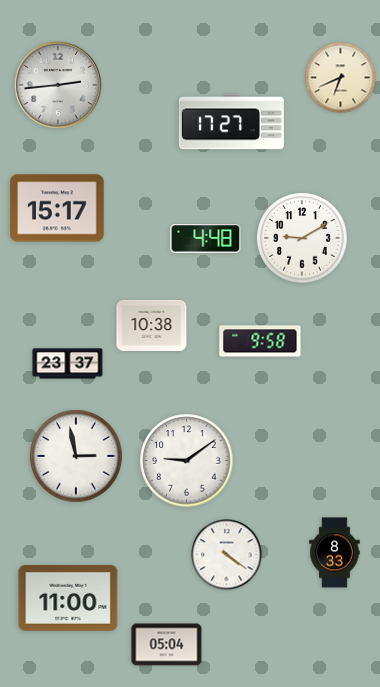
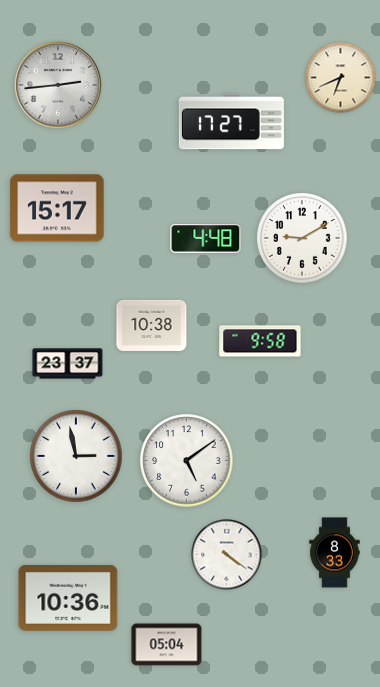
clock at (187, 461): 9:09 -> 5:09
clock at (68, 598): 11:00 -> 10:36
